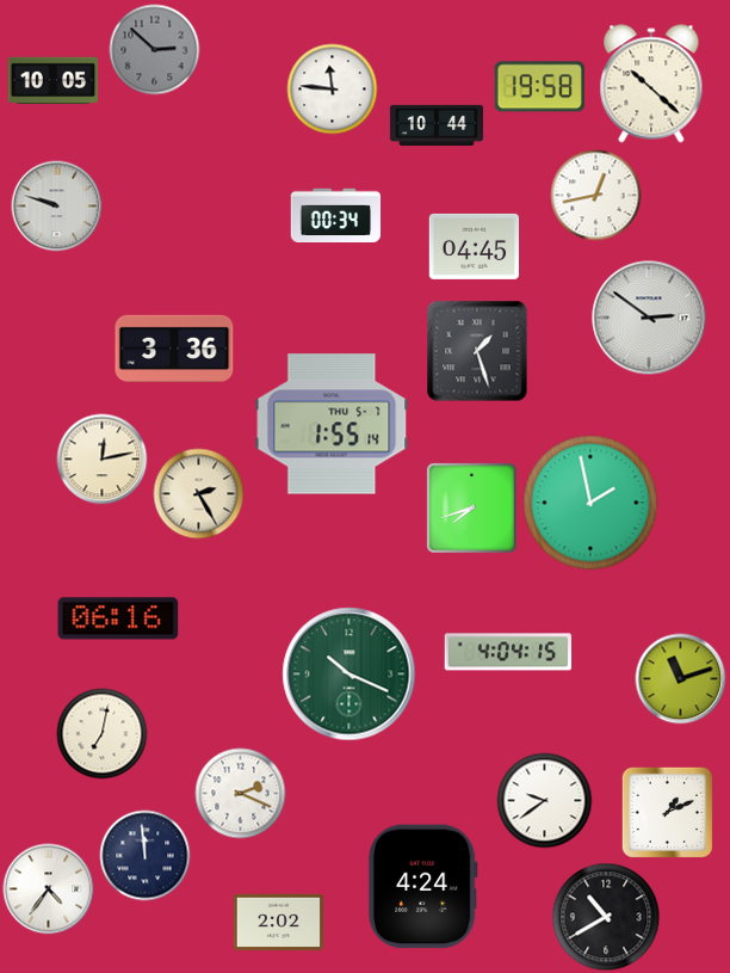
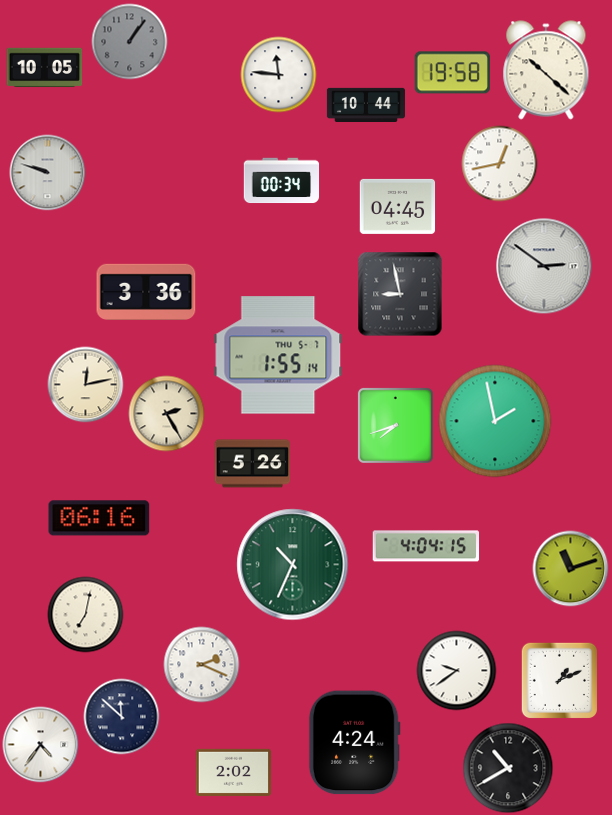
clock at (155, 50): 2:52 -> 1:06
clock at (477, 351): 1:27 -> 8:58
clock at (253, 464): none -> 5:26
clock at (349, 675): 10:19 -> 10:34
clock at (146, 856): 11:59 -> 11:52
